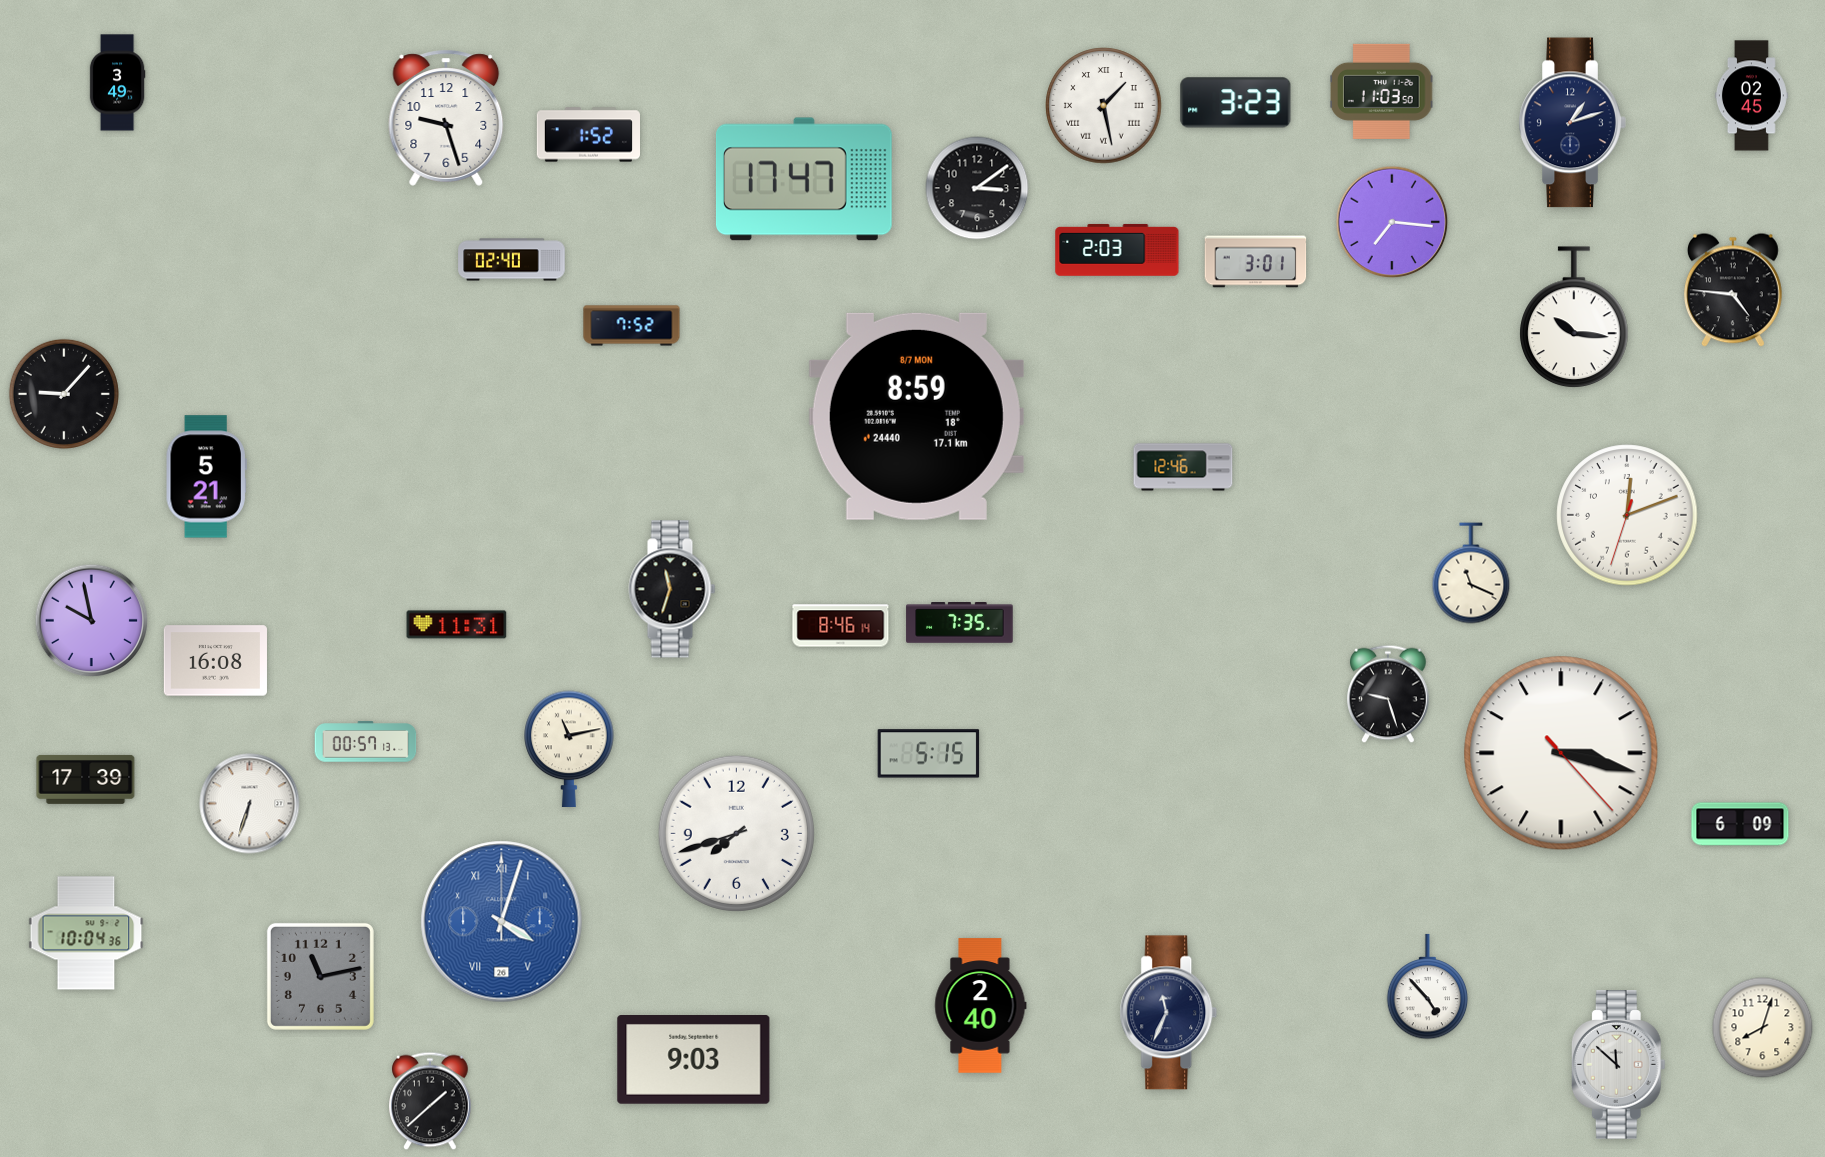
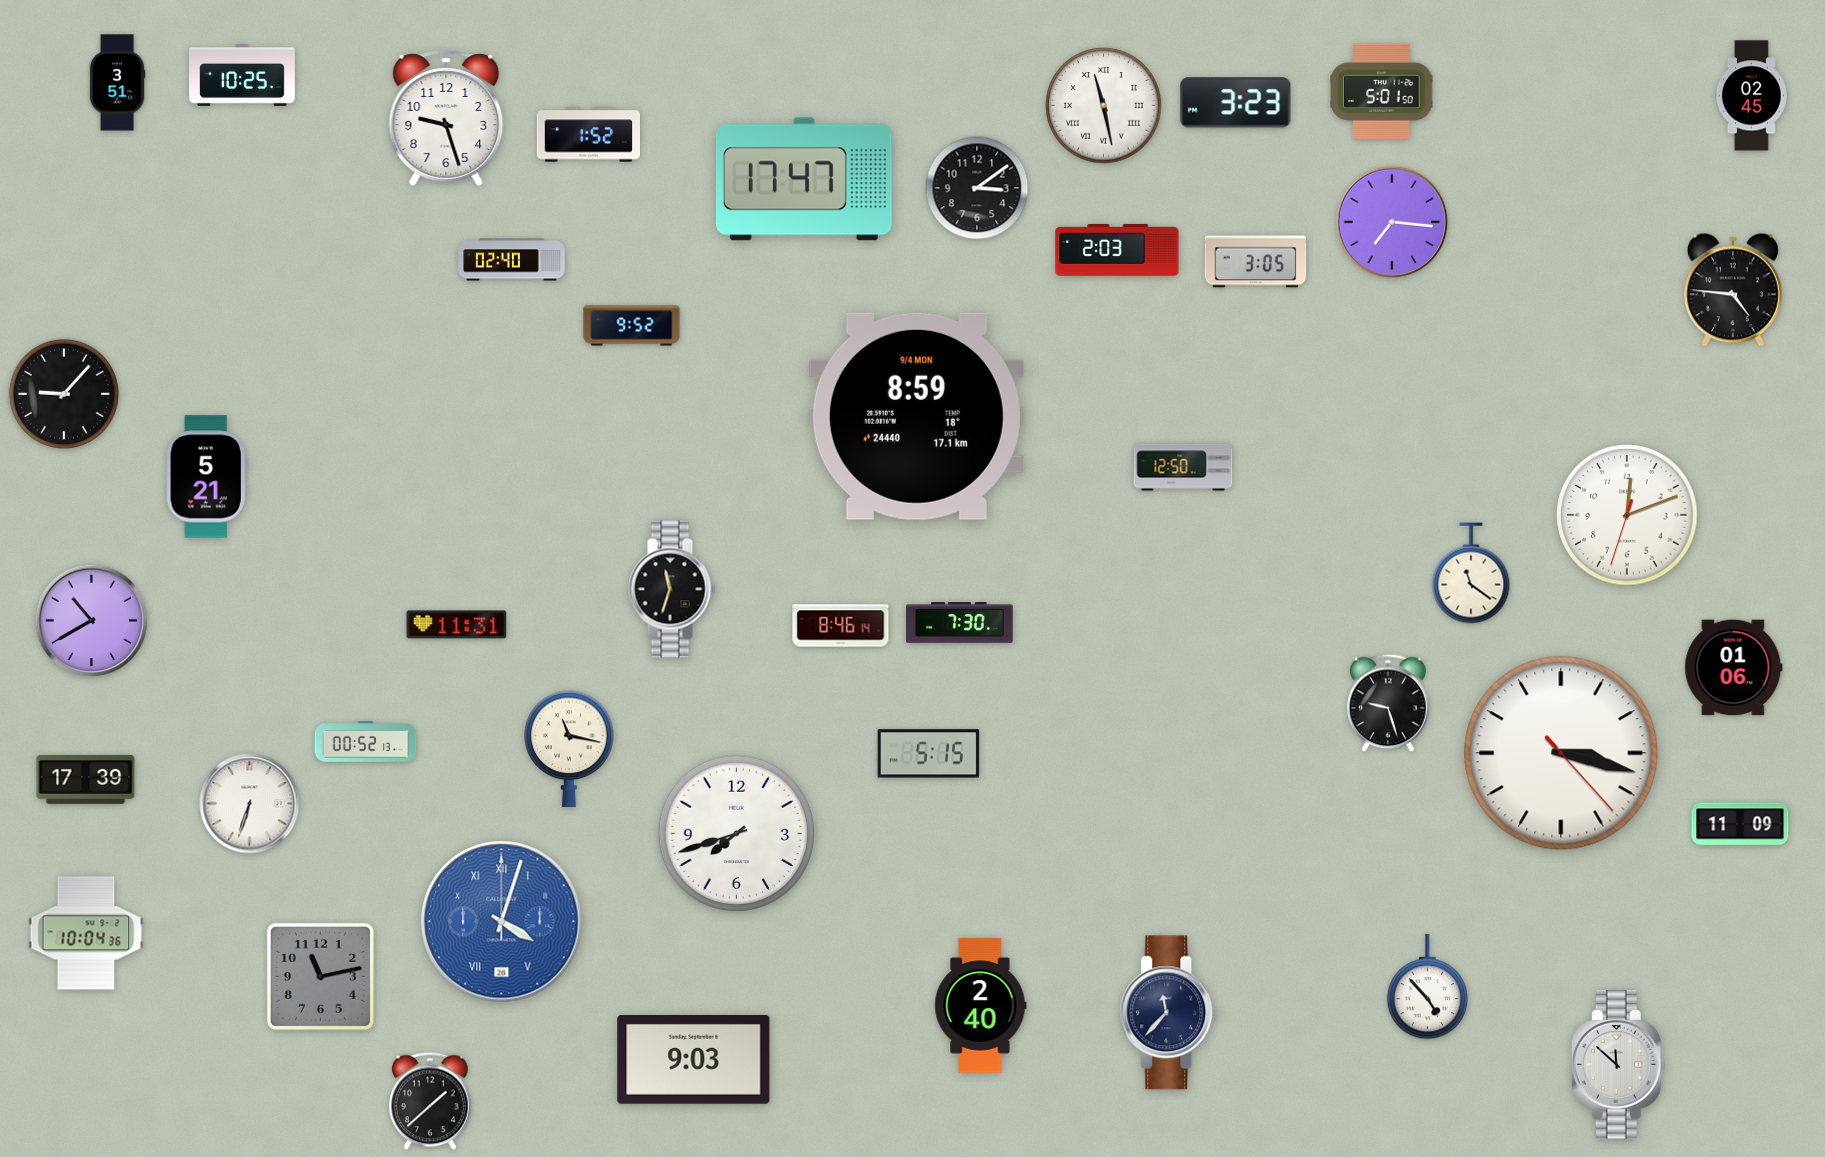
clock at (242, 75): none -> 10:25
clock at (117, 83): 3:49 -> 3:51
clock at (1382, 91): 11:03 -> 5:01
clock at (1104, 106): 1:28 -> 11:28
clock at (1572, 123): 1:12 -> none
clock at (1256, 262): 3:01 -> 3:05
clock at (1574, 317): 10:16 -> none
clock at (632, 326): 7:52 -> 9:52
clock at (916, 416) date: 8/7 MON -> 9/4 MON
clock at (1183, 467): 12:46 -> 12:50
clock at (1471, 573): 11:19 -> 11:21
clock at (92, 621): 9:58 -> 10:40
clock at (960, 623): 7:35 -> 7:30
clock at (215, 661): 16:08 -> none
clock at (1734, 668): none -> 01:06
clock at (1388, 694) position: (1388, 694) -> (1388, 703)
clock at (366, 742): 00:57 -> 00:52
clock at (569, 748): 11:13 -> 11:17
clock at (1740, 824): 6:09 -> 11:09
clock at (1169, 1013): 11:34 -> 11:37
clock at (1763, 1028): 8:03 -> none
